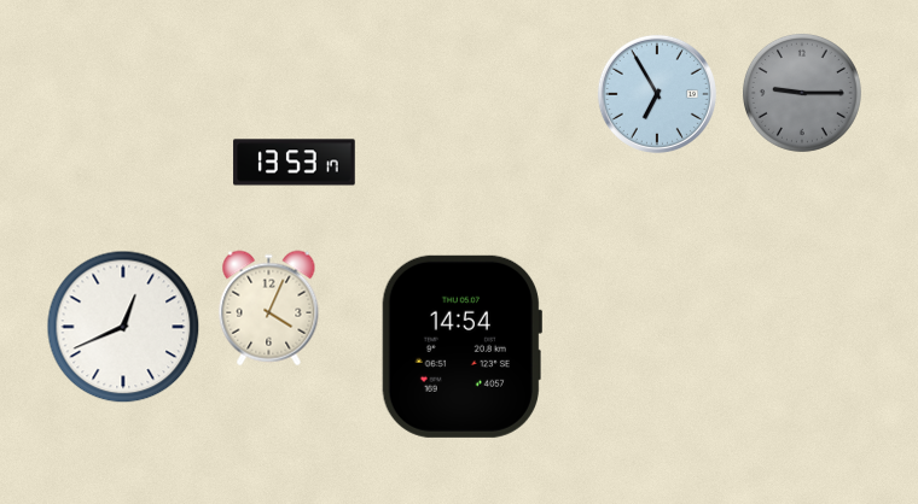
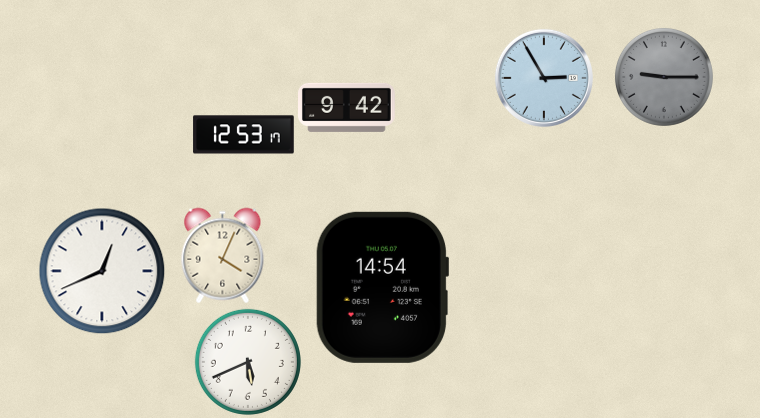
clock at (657, 94): 6:55 -> 2:55
clock at (347, 107): none -> 9:42
clock at (295, 163): 13:53 -> 12:53
clock at (248, 362): none -> 5:41
